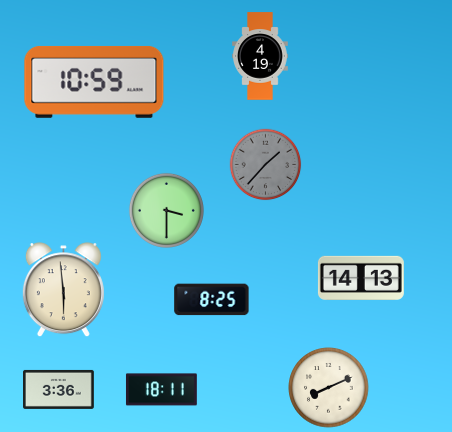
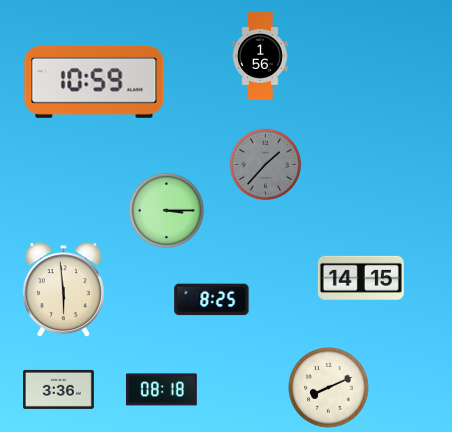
clock at (260, 56): 4:19 -> 1:56
clock at (166, 210): 3:30 -> 3:15
clock at (361, 278): 14:13 -> 14:15
clock at (161, 390): 18:11 -> 08:18
